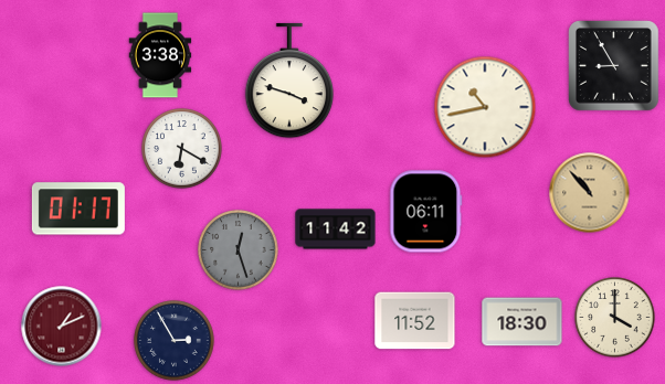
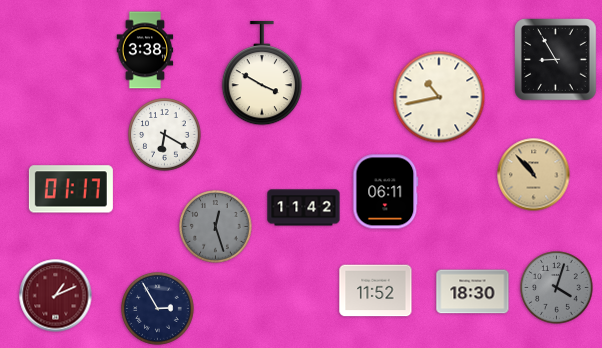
clock at (289, 81): 3:48 -> 3:50
clock at (615, 318): 4:00 -> 4:03
clock at (615, 318) dial: cream -> grey
